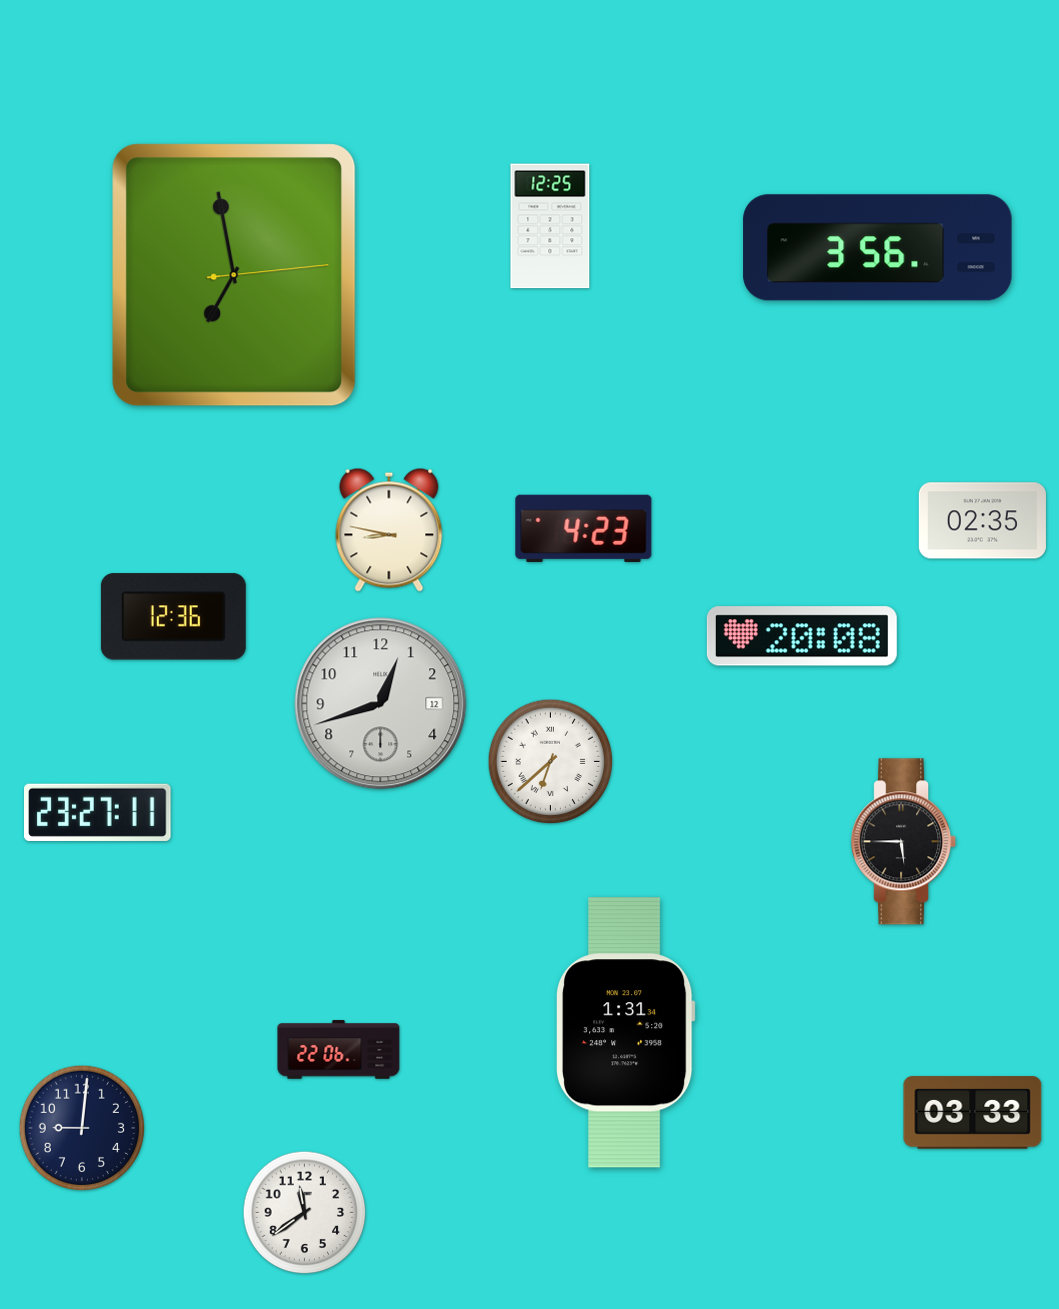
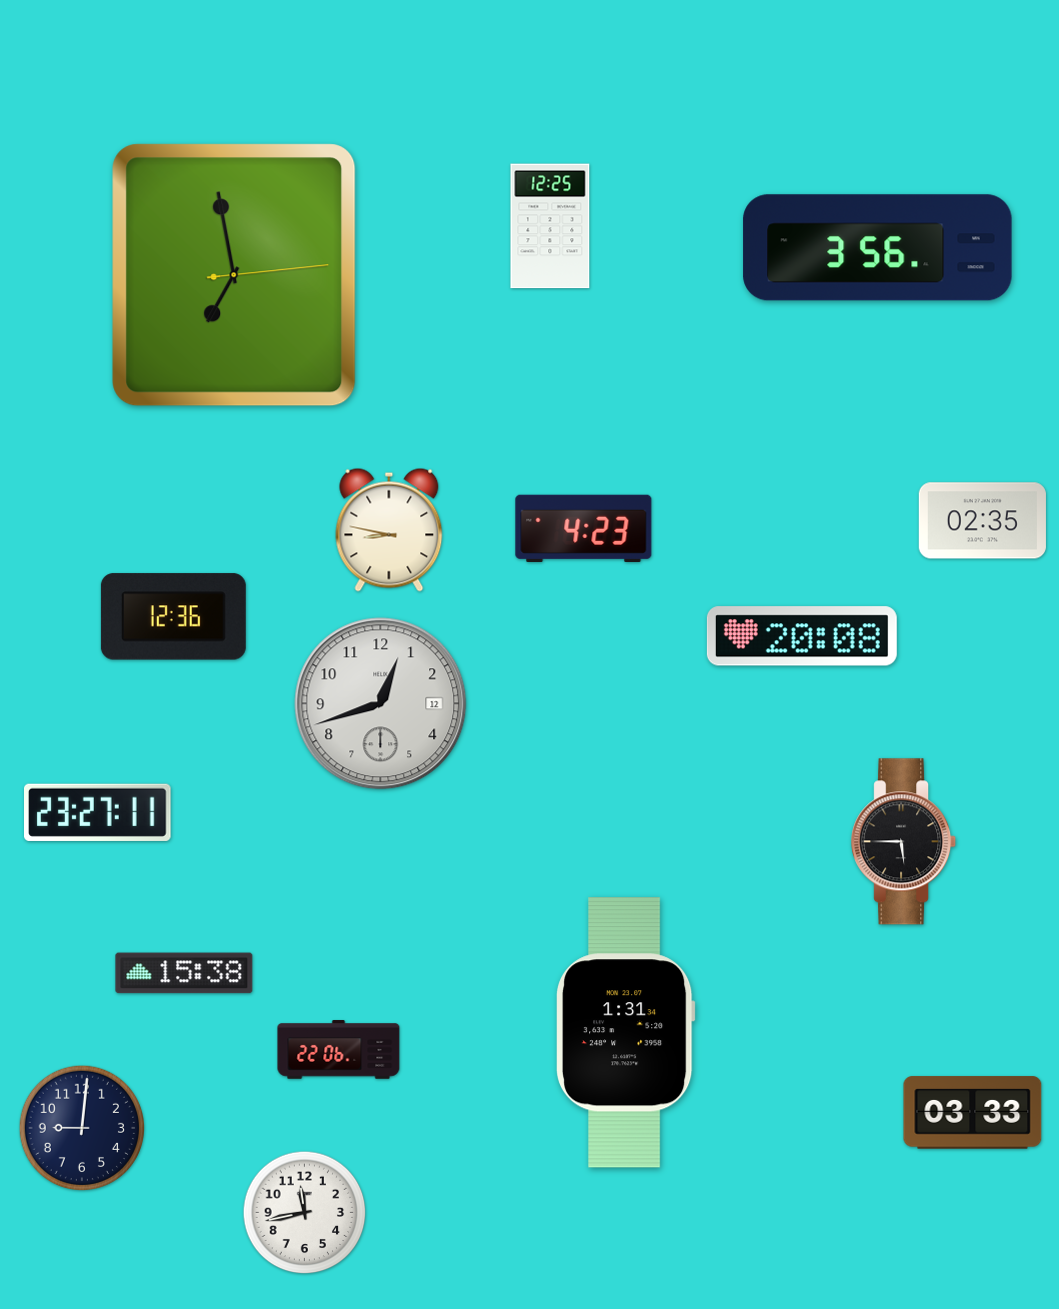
clock at (551, 762): 6:38 -> none
clock at (184, 973): none -> 15:38
clock at (305, 1213): 11:39 -> 11:43
